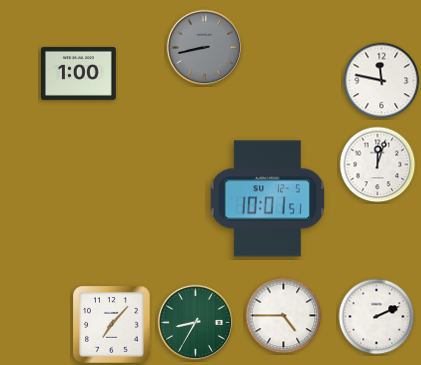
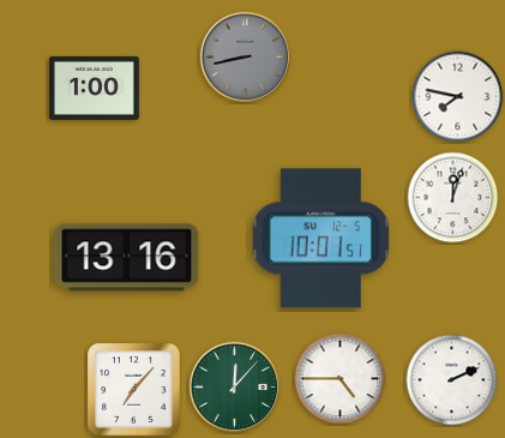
clock at (382, 81): 11:47 -> 7:47
clock at (127, 258): none -> 13:16
clock at (196, 323): 8:35 -> 12:07
